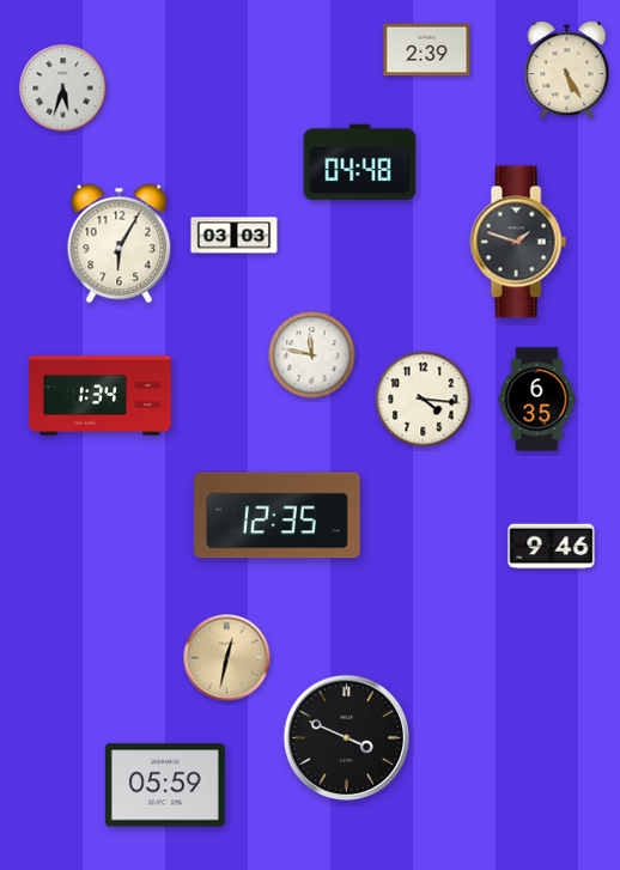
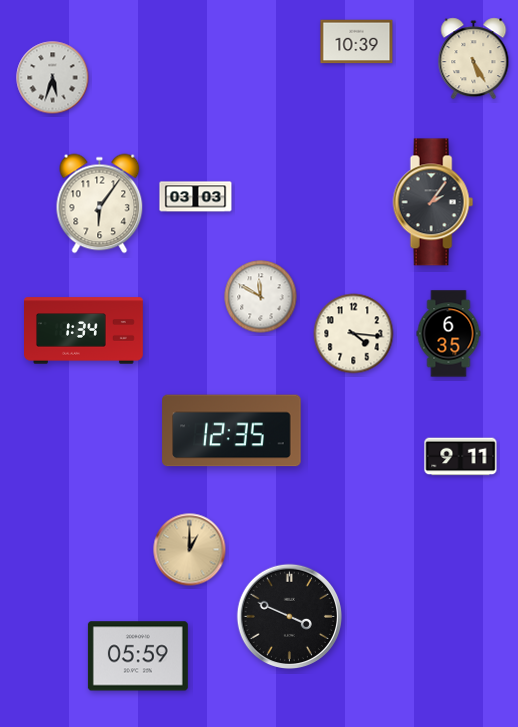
clock at (427, 50): 2:39 -> 10:39
clock at (63, 89) position: (63, 89) -> (53, 78)
clock at (360, 163): 04:48 -> none
clock at (518, 242): 1:48 -> 2:06
clock at (120, 244): 6:05 -> 6:06
clock at (312, 355): 11:47 -> 11:50
clock at (552, 547): 9:46 -> 9:11
clock at (227, 658): 12:32 -> 1:00
